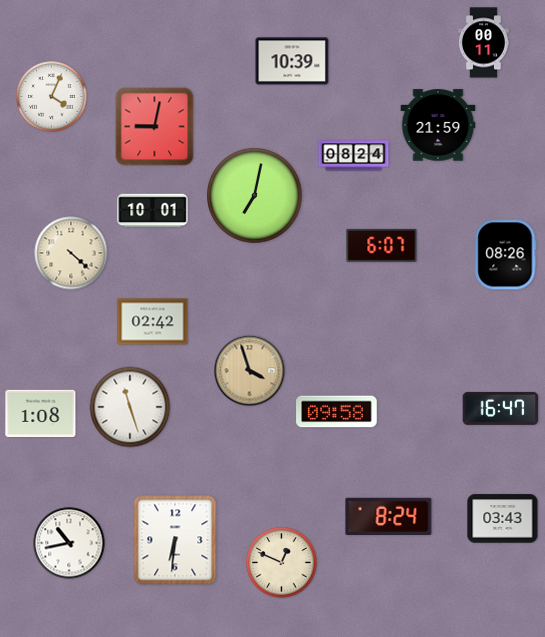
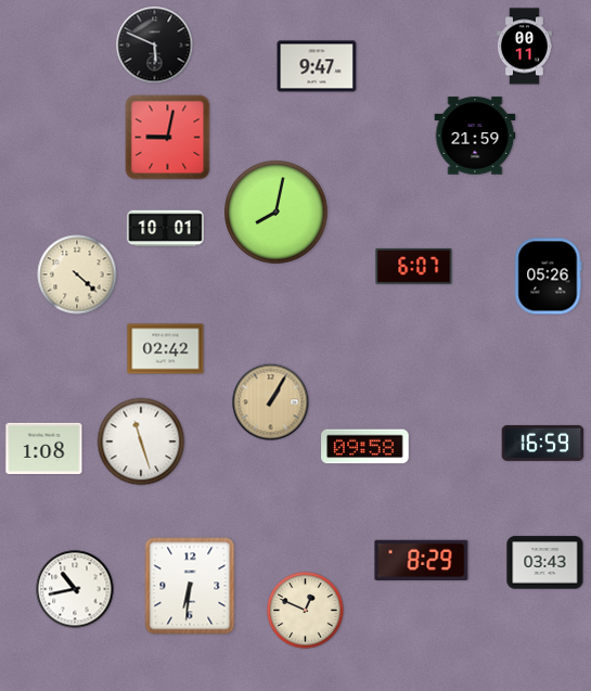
clock at (155, 46): none -> 5:49
clock at (292, 61): 10:39 -> 9:47
clock at (52, 97): 4:04 -> none
clock at (354, 156): 08:24 -> none
clock at (255, 196): 7:02 -> 8:02
clock at (506, 255): 08:26 -> 05:26
clock at (250, 371): 3:57 -> 1:05
clock at (501, 408): 16:47 -> 16:59
clock at (389, 516): 8:24 -> 8:29
